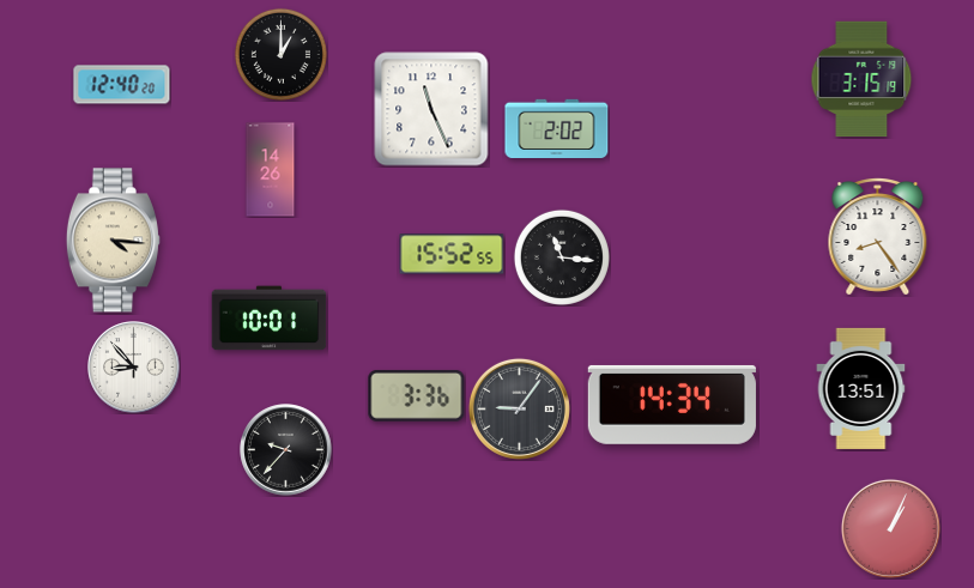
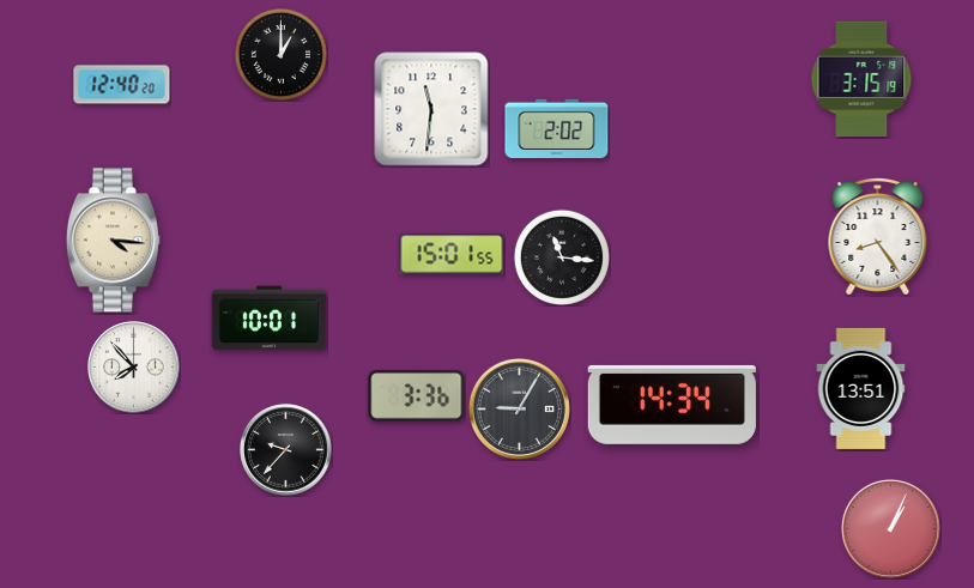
clock at (431, 109): 11:26 -> 11:31
clock at (271, 170): 14:26 -> none
clock at (452, 254): 15:52 -> 15:01
clock at (134, 368): 8:53 -> 7:53
clock at (519, 408): 9:06 -> 9:05
